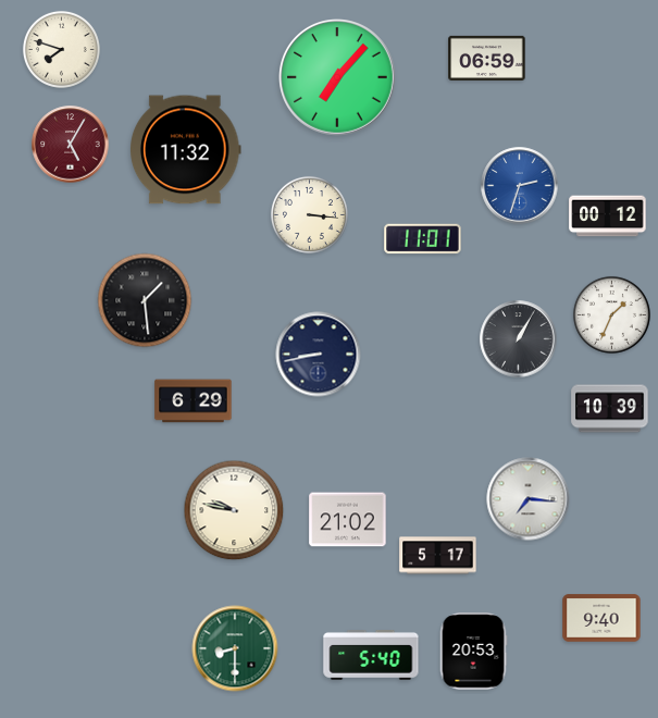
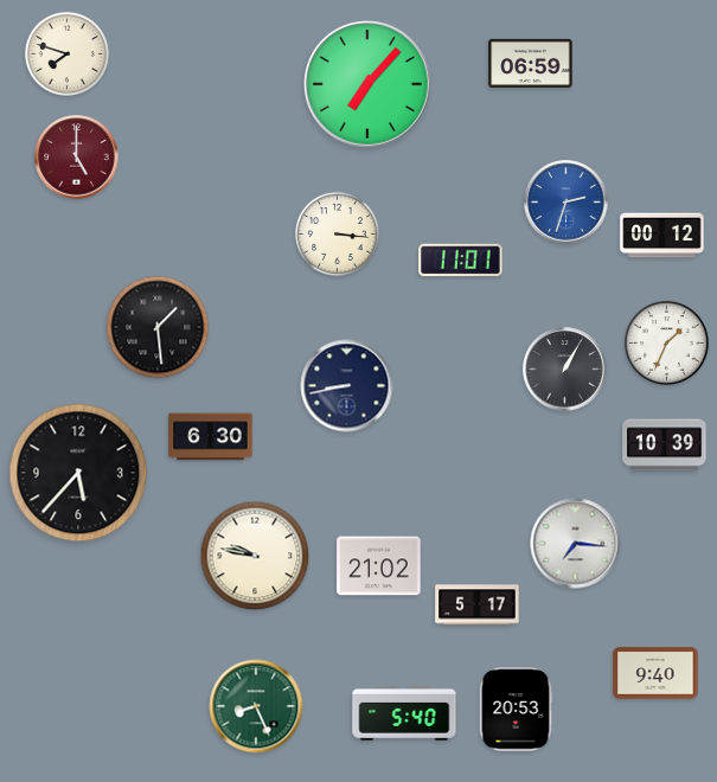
clock at (71, 145): 5:05 -> 5:00
clock at (186, 150): 11:32 -> none
clock at (194, 401): 6:29 -> 6:30
clock at (78, 473): none -> 5:37
clock at (235, 648): 8:30 -> 8:26
